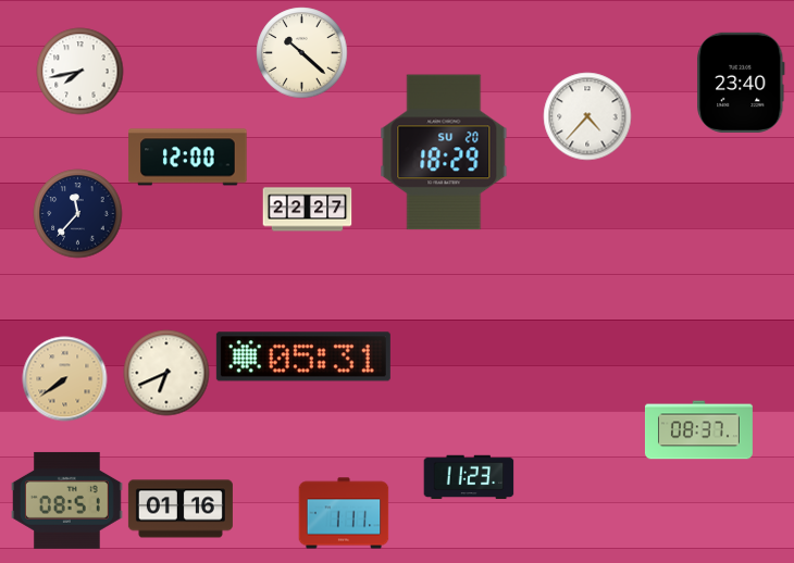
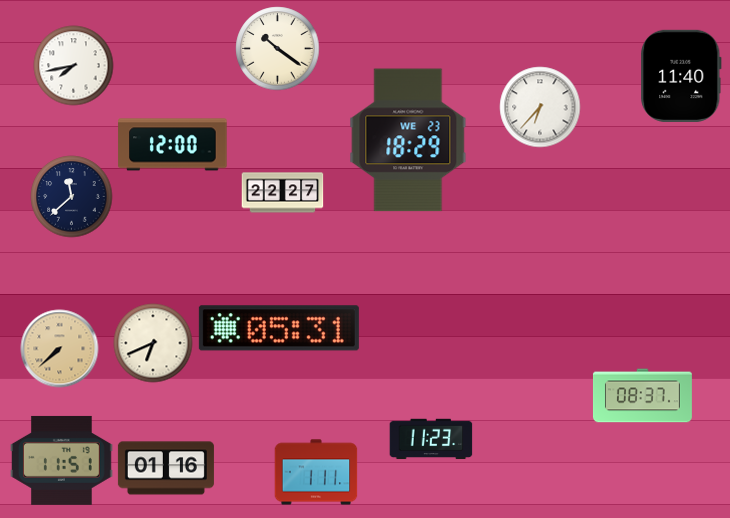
clock at (301, 52): 10:22 -> 10:21
clock at (741, 83): 23:40 -> 11:40
clock at (587, 116): 4:37 -> 6:37
clock at (444, 152) date: SU 20 -> WE 23
clock at (77, 213): 11:37 -> 11:38
clock at (64, 378): 7:39 -> 7:38
clock at (67, 500): 08:51 -> 11:51
